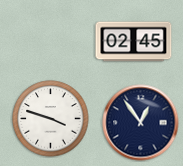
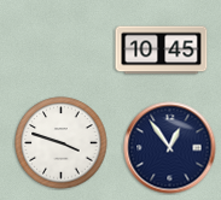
clock at (134, 42): 02:45 -> 10:45
